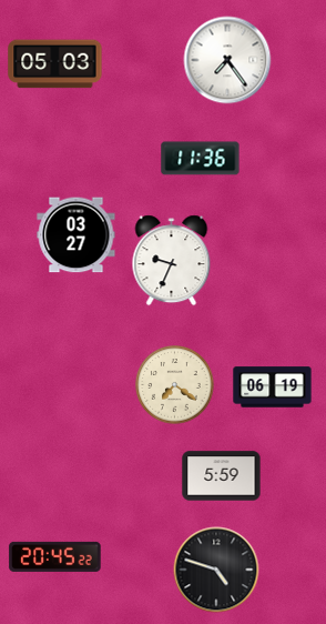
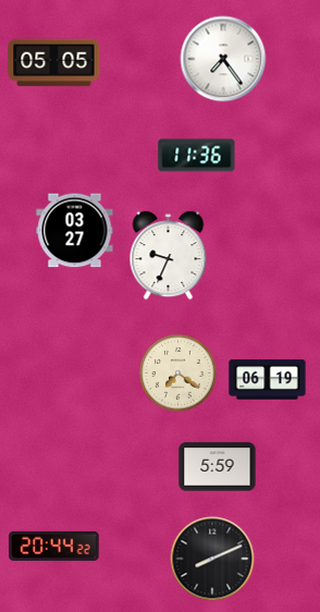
clock at (55, 64): 05:03 -> 05:05
clock at (175, 385) position: (175, 385) -> (179, 374)
clock at (55, 556): 20:45 -> 20:44
clock at (216, 570): 4:48 -> 8:11
